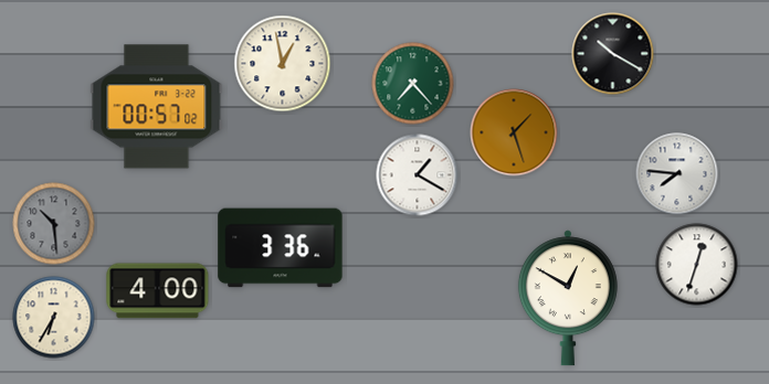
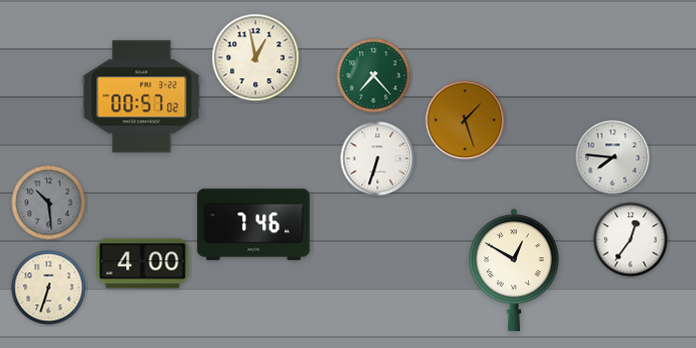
clock at (613, 54): 10:20 -> none
clock at (418, 175): 1:20 -> 6:33
clock at (281, 248): 3:36 -> 7:46
clock at (697, 265): 12:33 -> 12:36
clock at (54, 318): 6:35 -> 6:33
